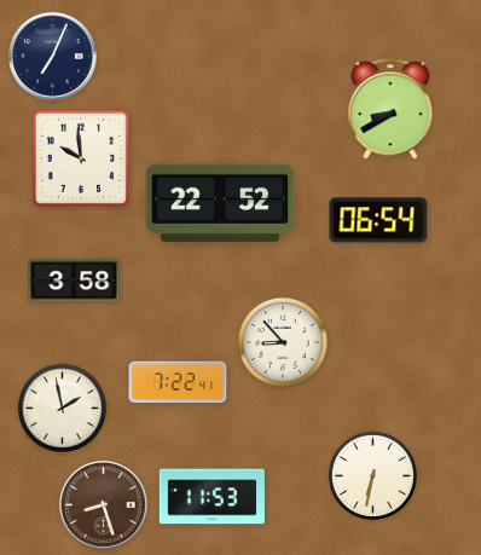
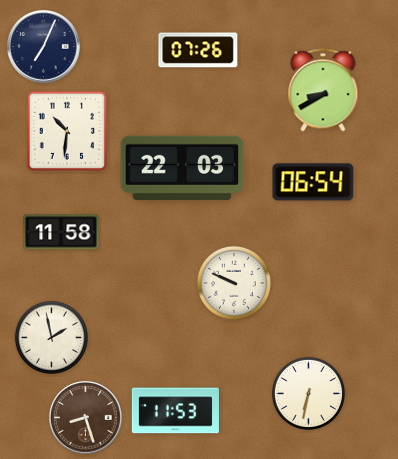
clock at (198, 50): none -> 07:26
clock at (81, 158): 9:59 -> 10:31
clock at (220, 202): 22:52 -> 22:03
clock at (74, 281): 3:58 -> 11:58
clock at (283, 342): 8:53 -> 9:49
clock at (178, 382): 7:22 -> none
